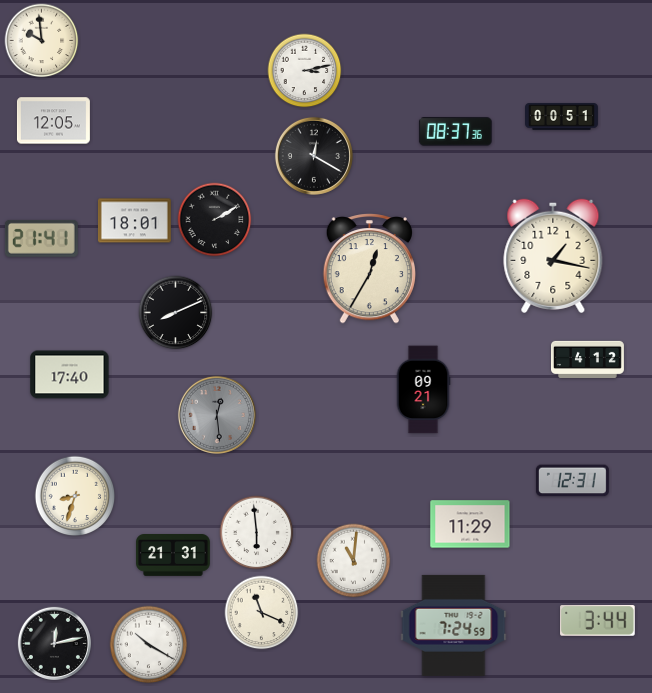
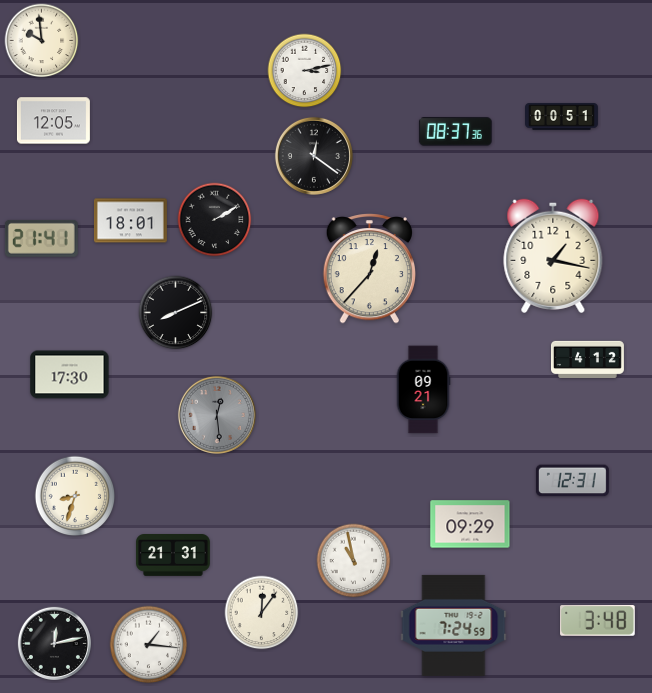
clock at (314, 156): 12:20 -> 12:21
clock at (134, 221) position: (134, 221) -> (130, 221)
clock at (369, 269): 12:35 -> 12:37
clock at (70, 375): 17:40 -> 17:30
clock at (470, 524): 11:29 -> 09:29
clock at (257, 533): 5:59 -> none
clock at (354, 561): 11:01 -> 10:58
clock at (262, 613): 11:19 -> 12:06
clock at (598, 621): 3:44 -> 3:48
clock at (149, 645): 10:20 -> 1:16
